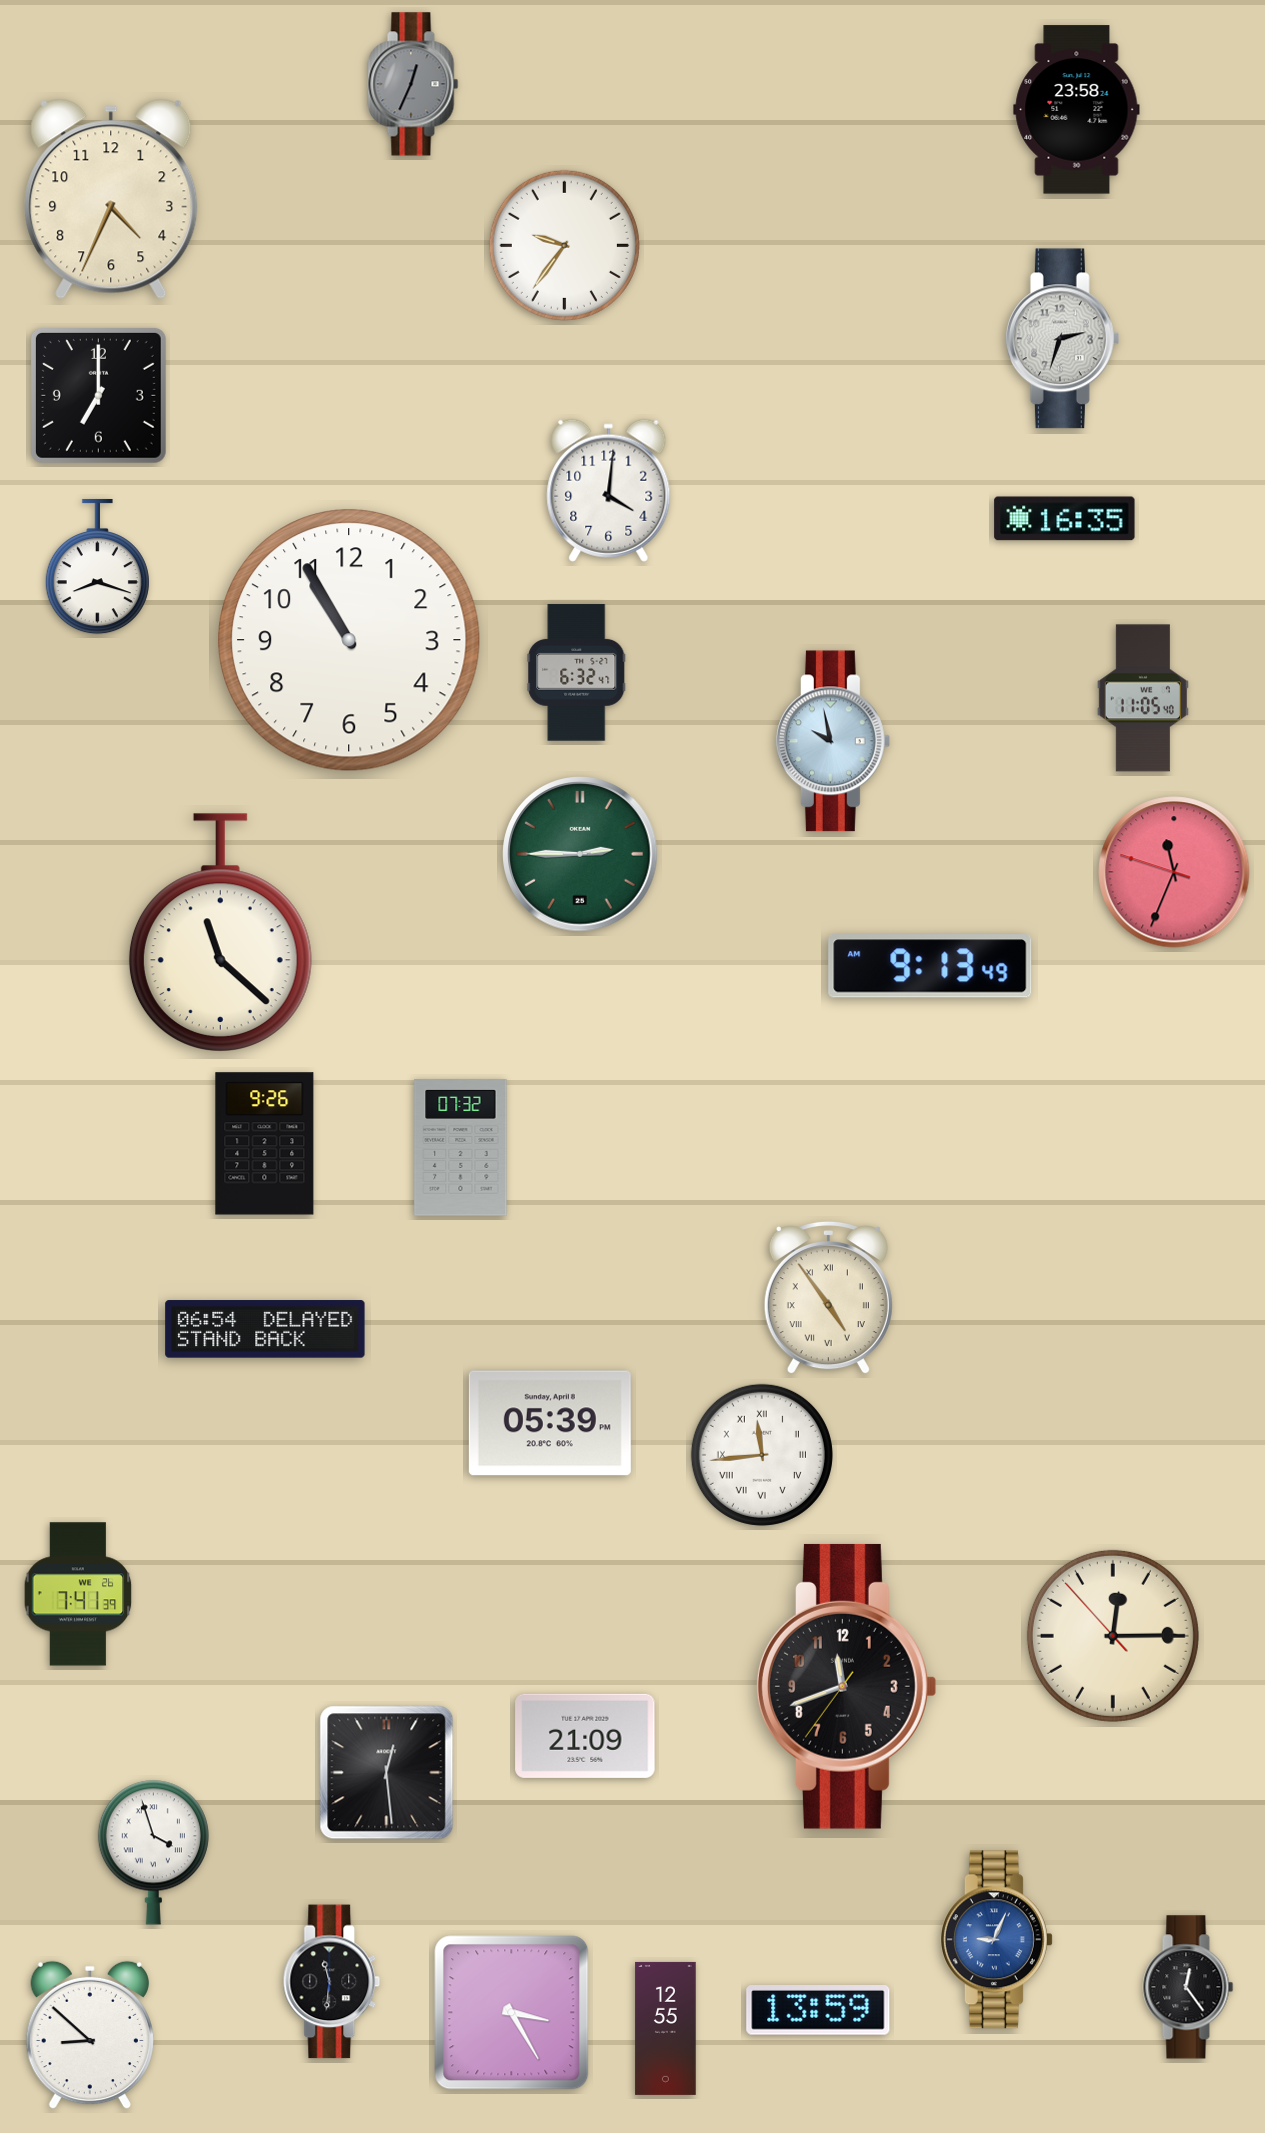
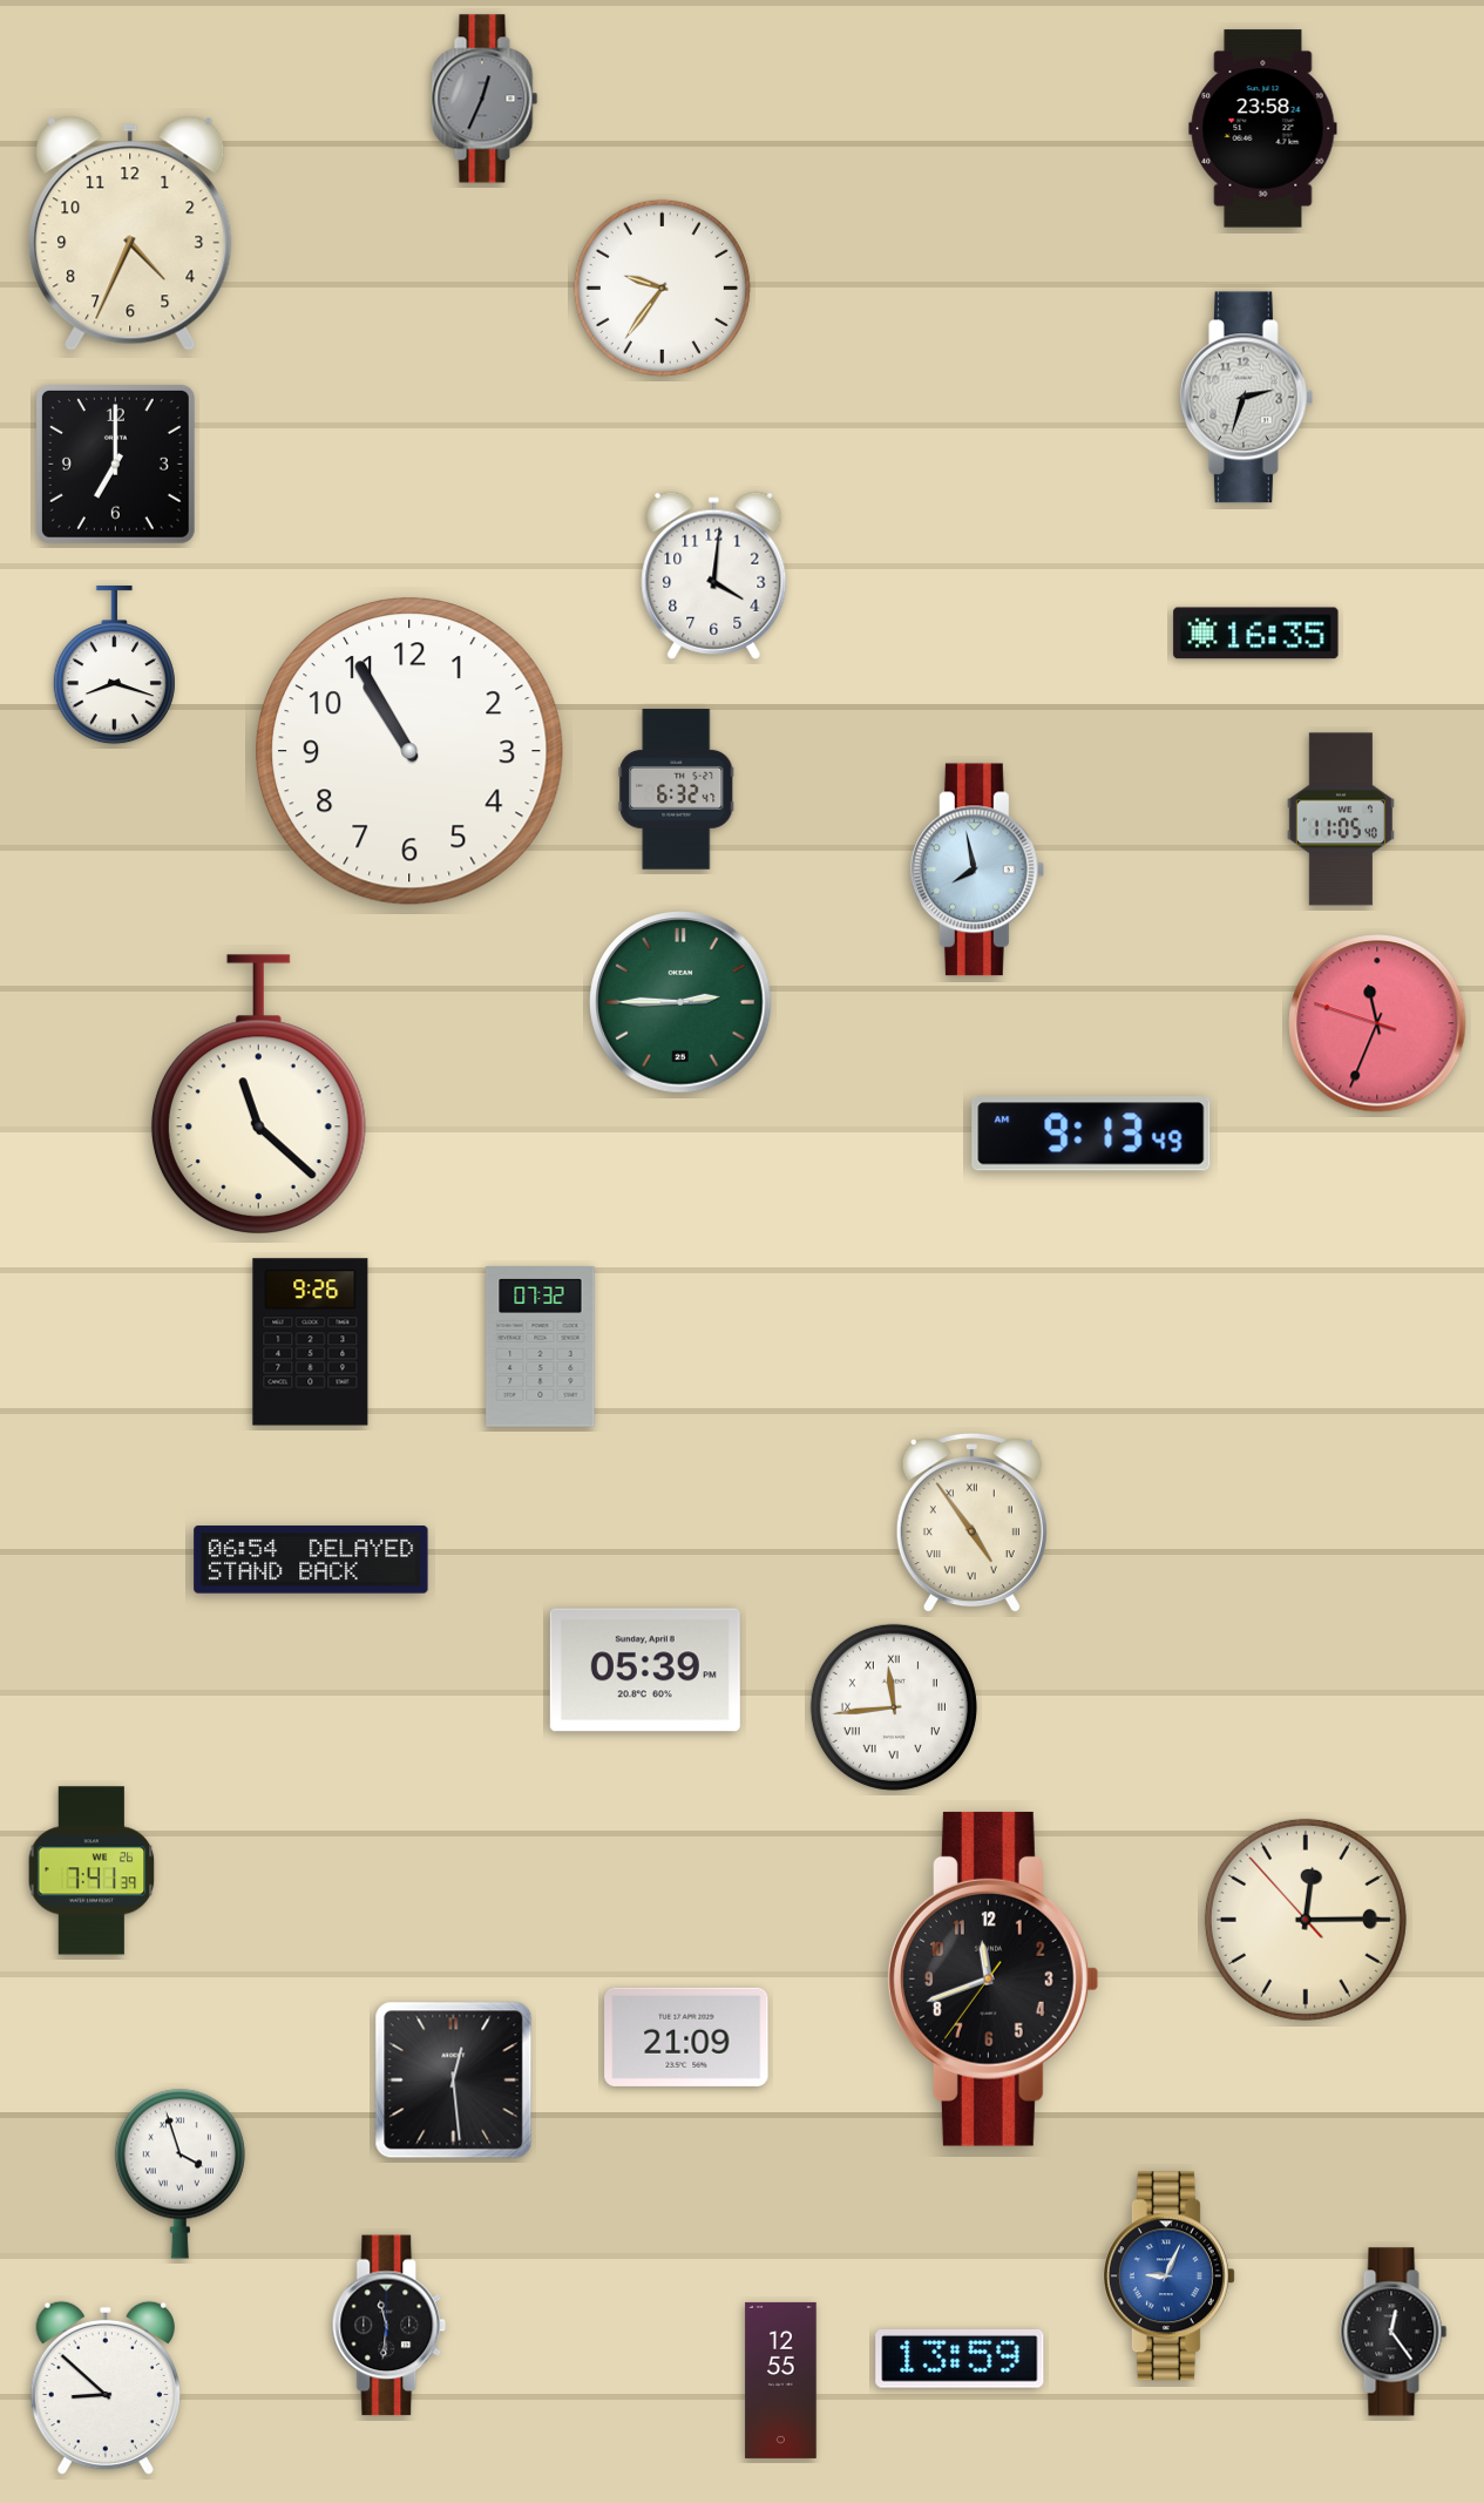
clock at (1065, 519) position: (1065, 519) -> (1256, 634)
clock at (833, 741): 9:58 -> 7:58
clock at (512, 2013): 3:25 -> none
